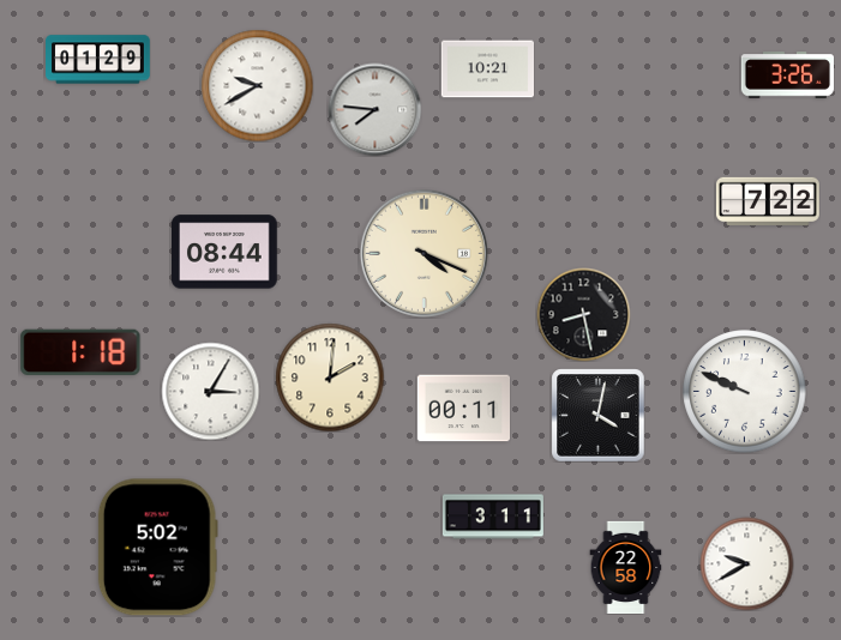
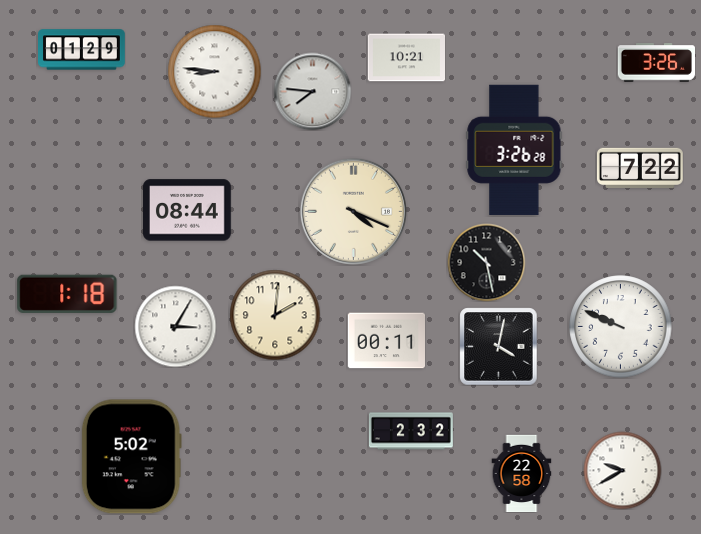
clock at (257, 85): 9:40 -> 8:46
clock at (514, 150): none -> 3:26
clock at (583, 314): 8:28 -> 10:28
clock at (493, 517): 3:11 -> 2:32
